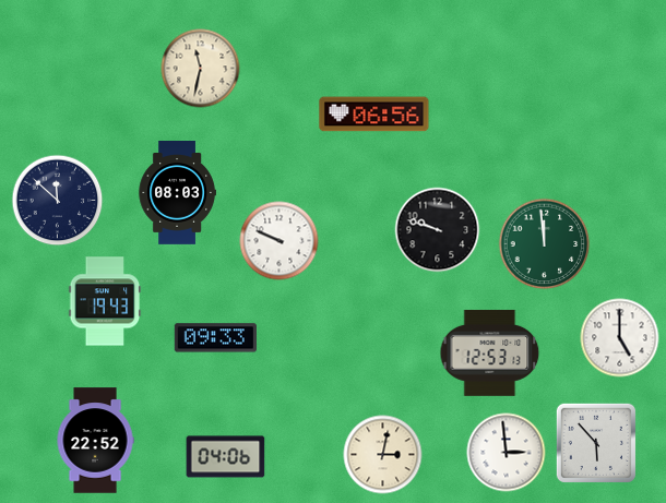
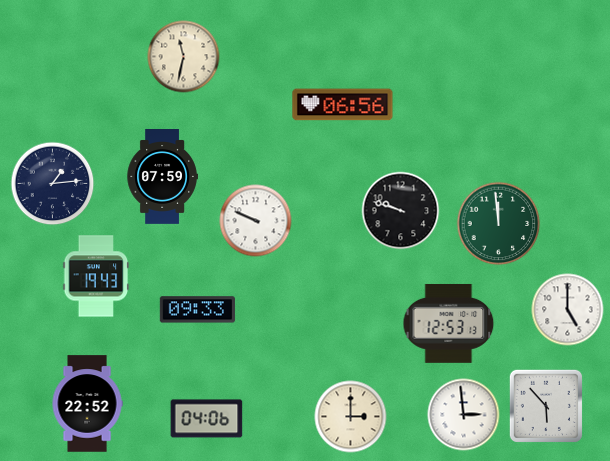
clock at (201, 69) position: (201, 69) -> (184, 57)
clock at (177, 193): 08:03 -> 07:59
clock at (58, 201): 11:52 -> 1:14
clock at (383, 455): 3:02 -> 3:00
